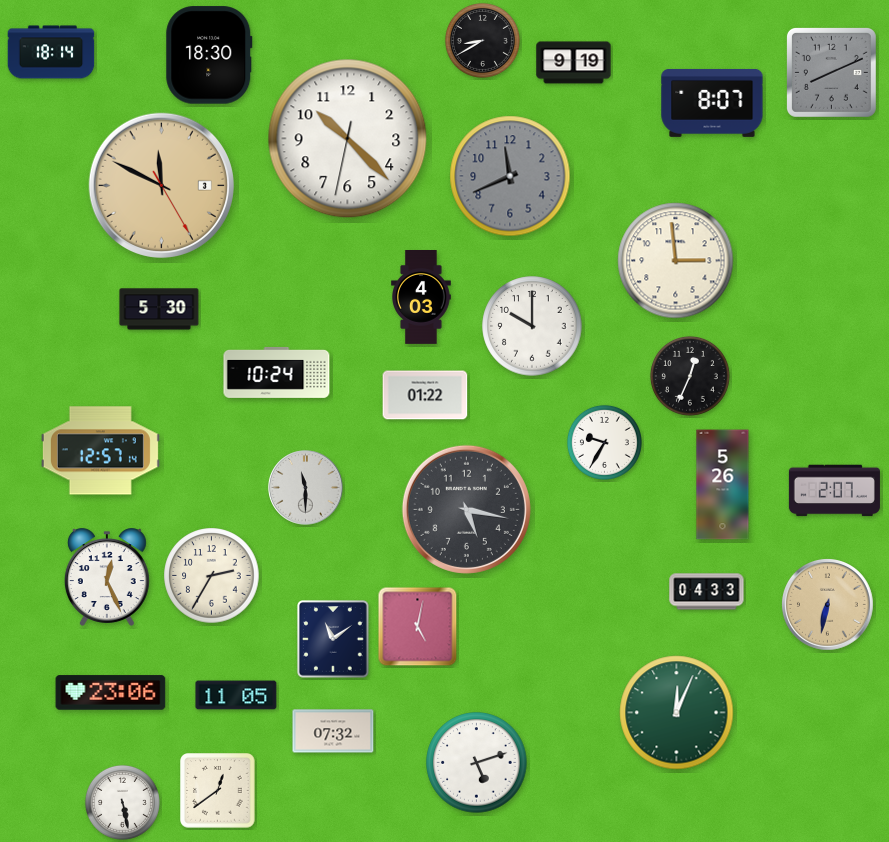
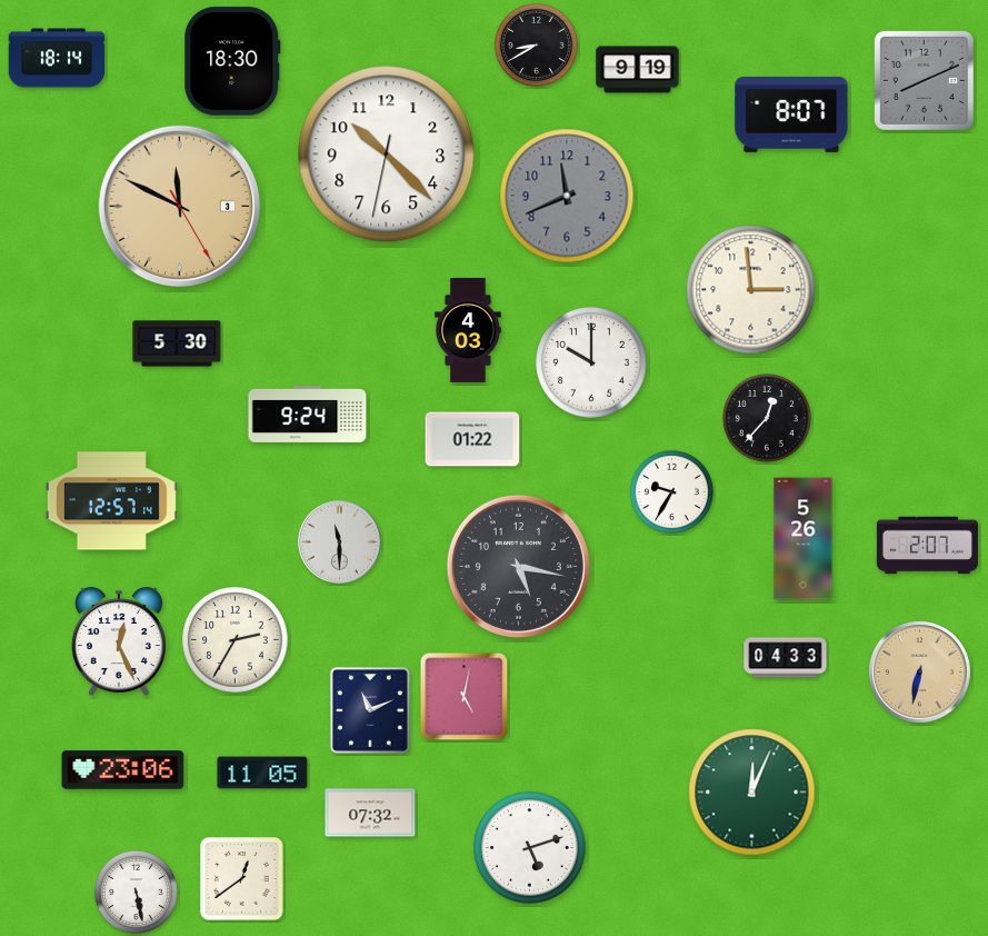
clock at (277, 372): 10:24 -> 9:24
clock at (690, 376): 12:34 -> 12:37
clock at (334, 640): 11:09 -> 11:11
